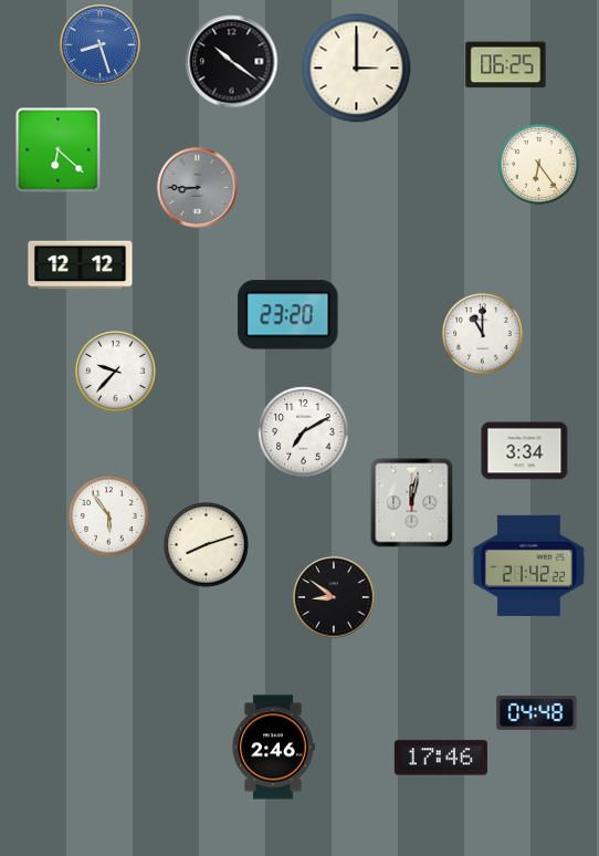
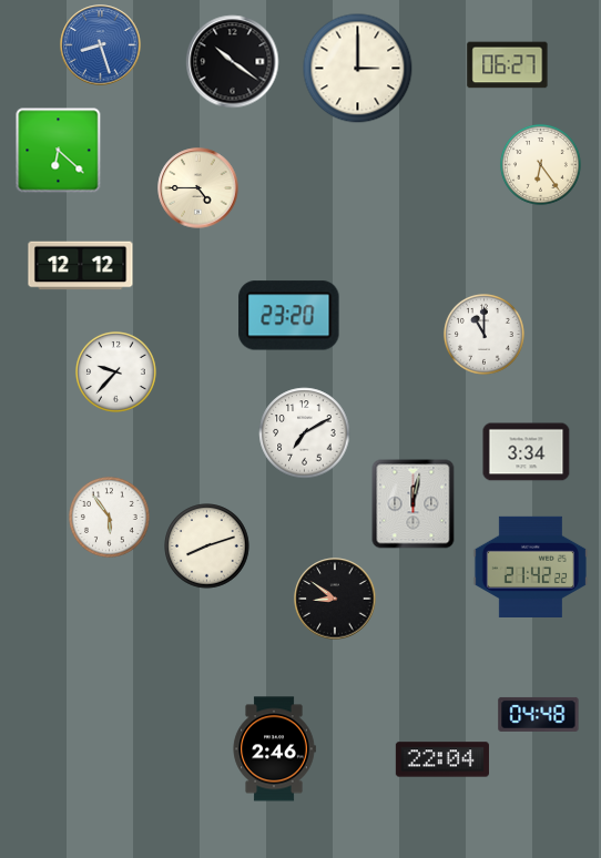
clock at (506, 65): 06:25 -> 06:27
clock at (198, 188): 8:45 -> 4:45
clock at (198, 188) dial: grey -> cream
clock at (441, 758): 17:46 -> 22:04
